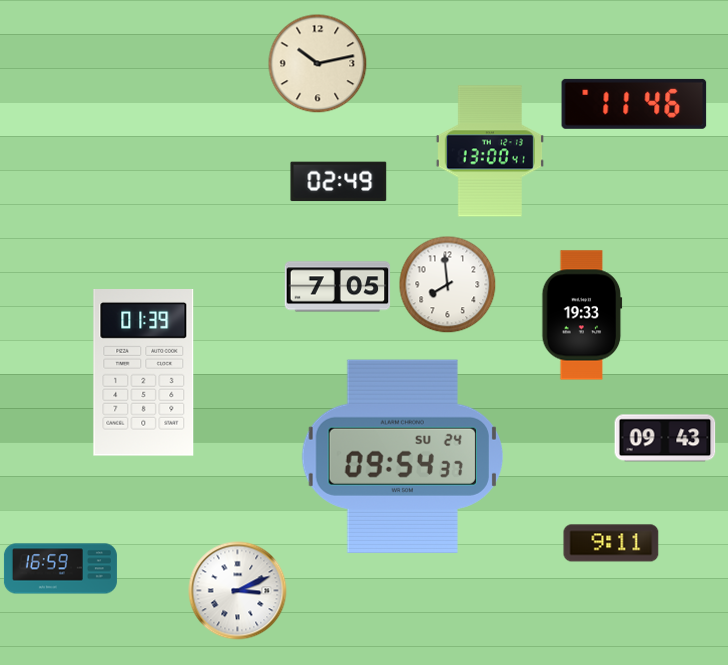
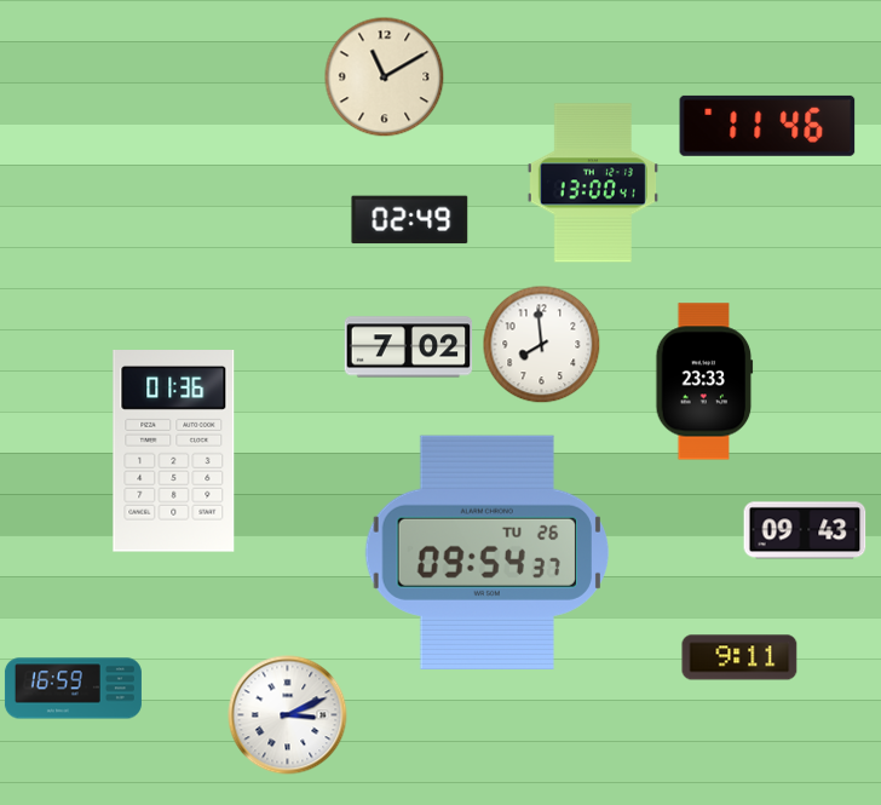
clock at (318, 64): 10:13 -> 11:10
clock at (338, 287): 7:05 -> 7:02
clock at (582, 315): 19:33 -> 23:33
clock at (144, 373): 01:39 -> 01:36
clock at (402, 456) date: SU 24 -> TU 26
